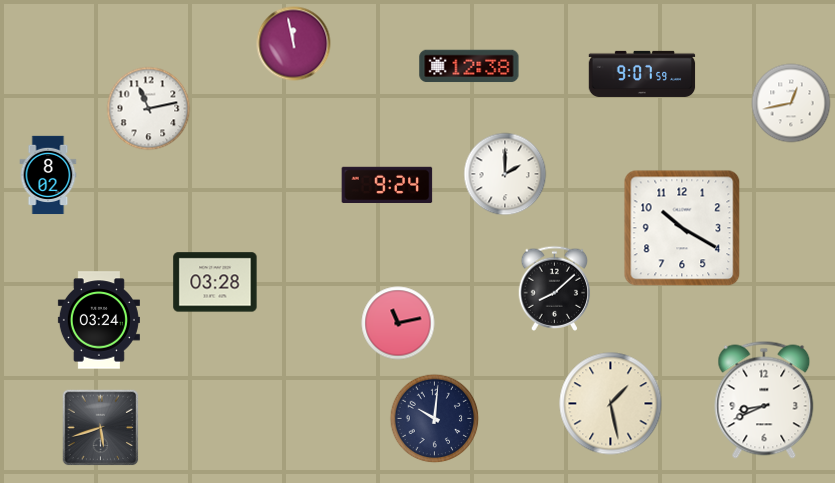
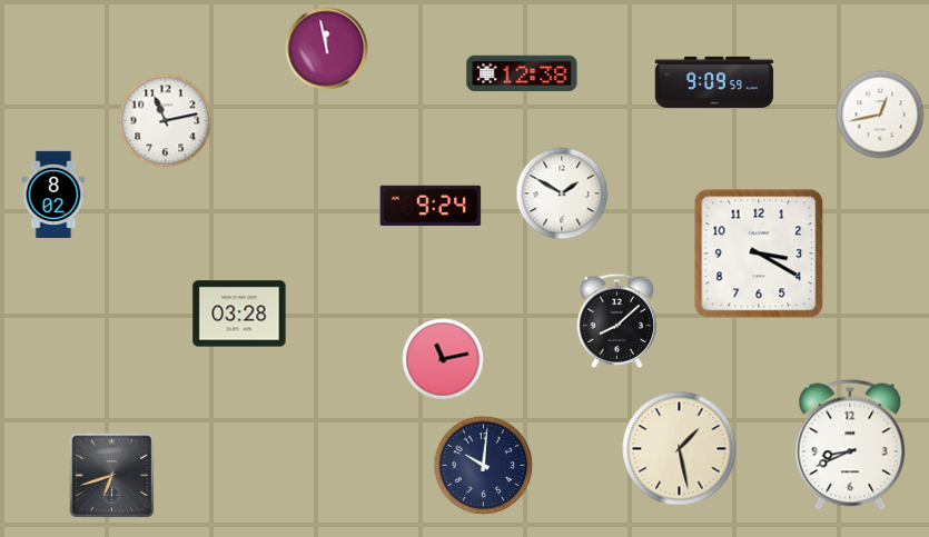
clock at (642, 74): 9:07 -> 9:09
clock at (505, 174): 2:00 -> 1:50
clock at (682, 228): 10:20 -> 3:20
clock at (99, 320): 03:24 -> none
clock at (101, 428): 5:42 -> 6:42
